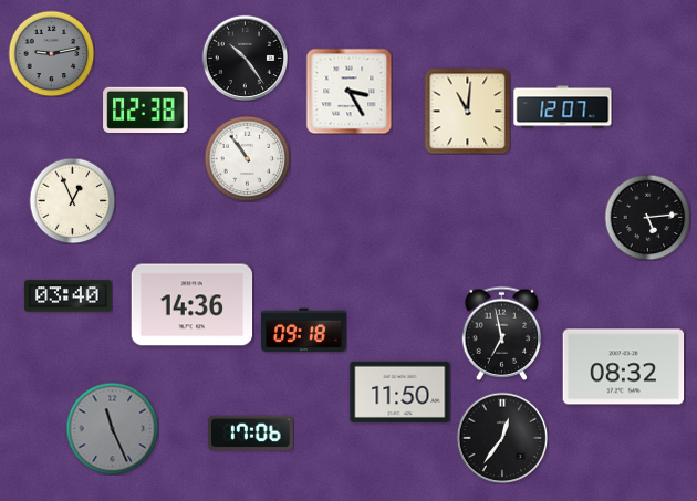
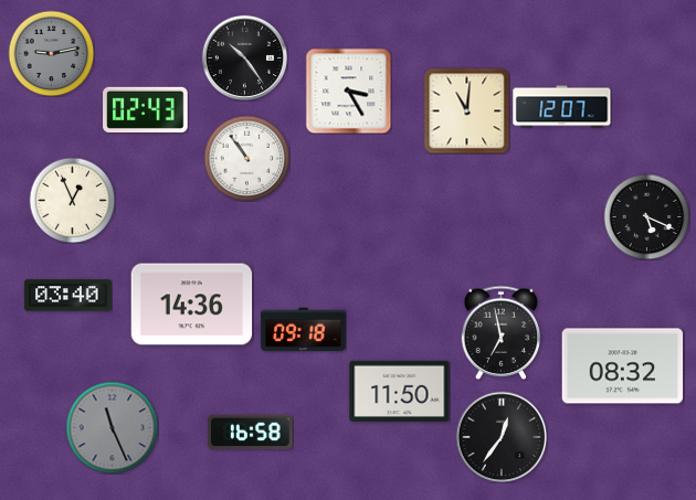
clock at (146, 109): 02:38 -> 02:43
clock at (647, 217): 5:14 -> 5:19
clock at (251, 432): 17:06 -> 16:58
